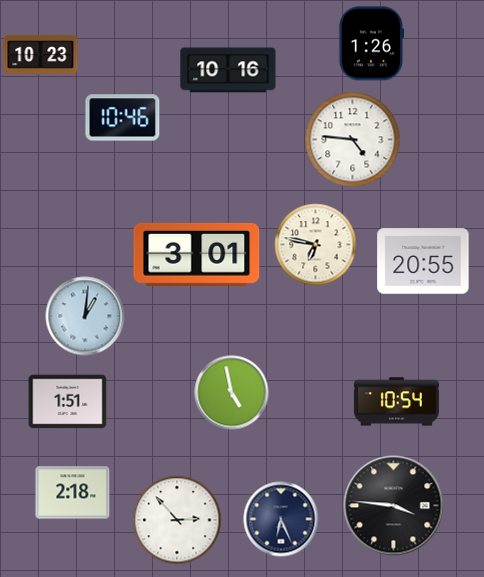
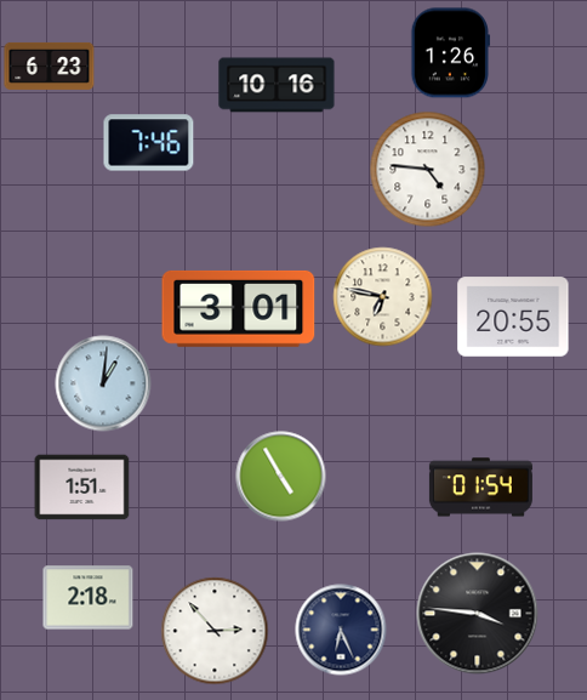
clock at (41, 54): 10:23 -> 6:23
clock at (123, 118): 10:46 -> 7:46
clock at (232, 393): 4:58 -> 4:55
clock at (396, 402): 10:54 -> 01:54
